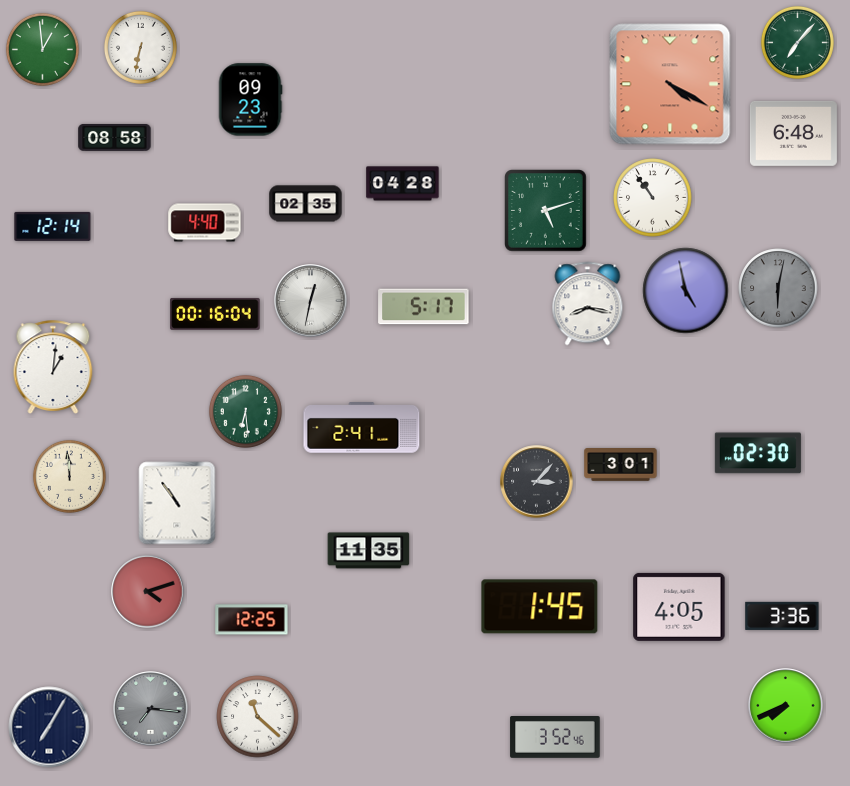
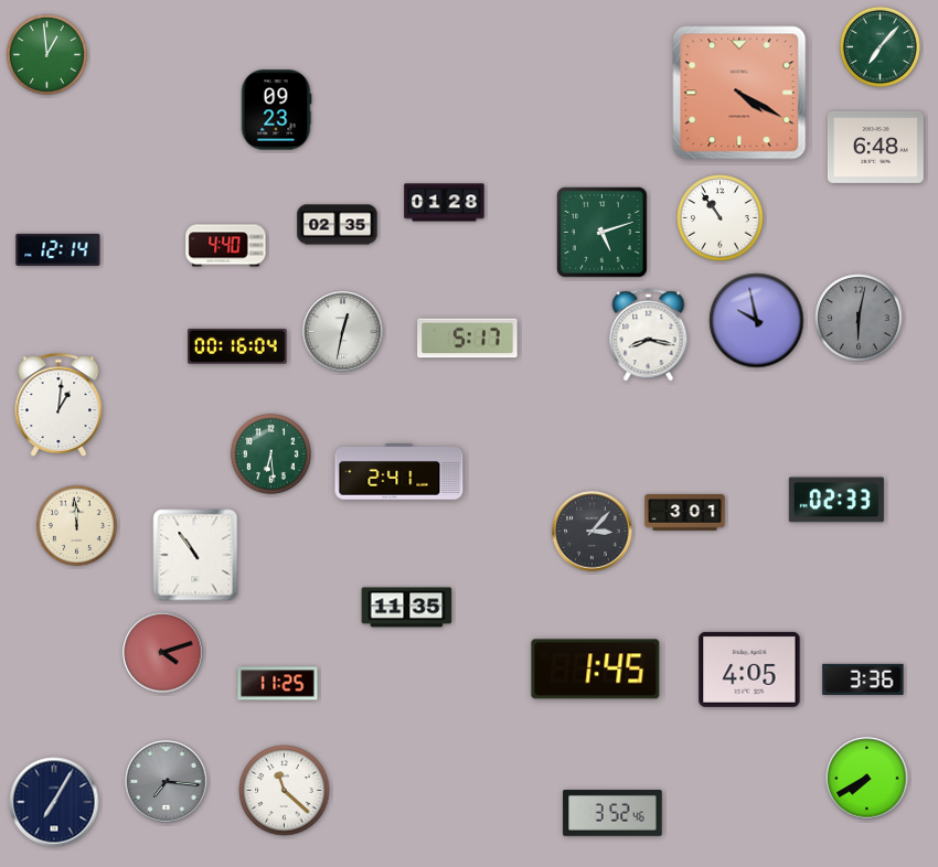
clock at (140, 47): 6:32 -> none
clock at (115, 137): 08:58 -> none
clock at (403, 184): 04:28 -> 01:28
clock at (686, 291): 4:58 -> 9:58
clock at (758, 453): 02:30 -> 02:33
clock at (252, 620): 12:25 -> 11:25
clock at (786, 706): 7:41 -> 7:40
